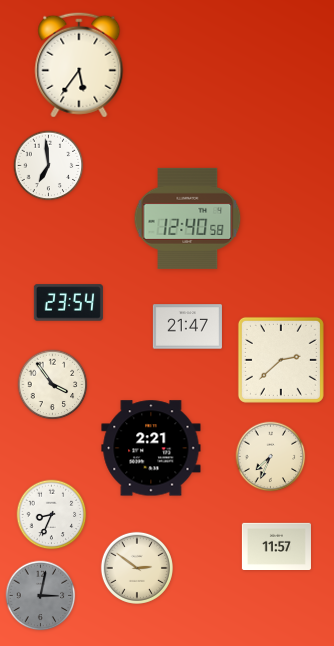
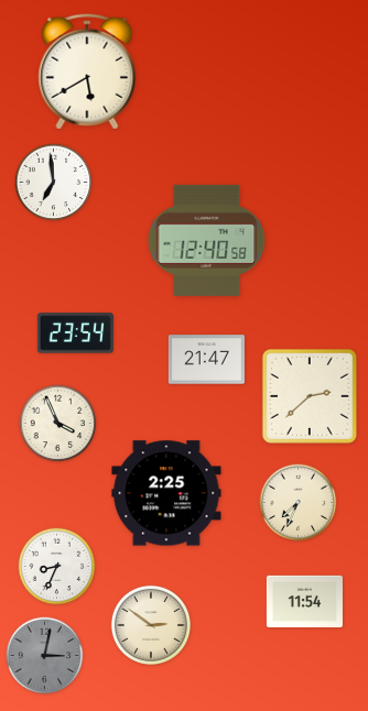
clock at (79, 65): 5:36 -> 5:40
clock at (53, 385): 3:54 -> 3:56
clock at (151, 448): 2:21 -> 2:25
clock at (276, 546): 11:57 -> 11:54
